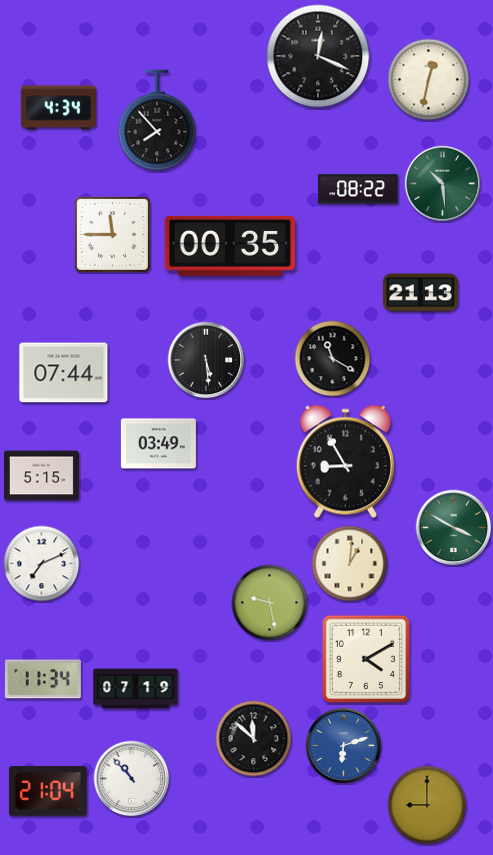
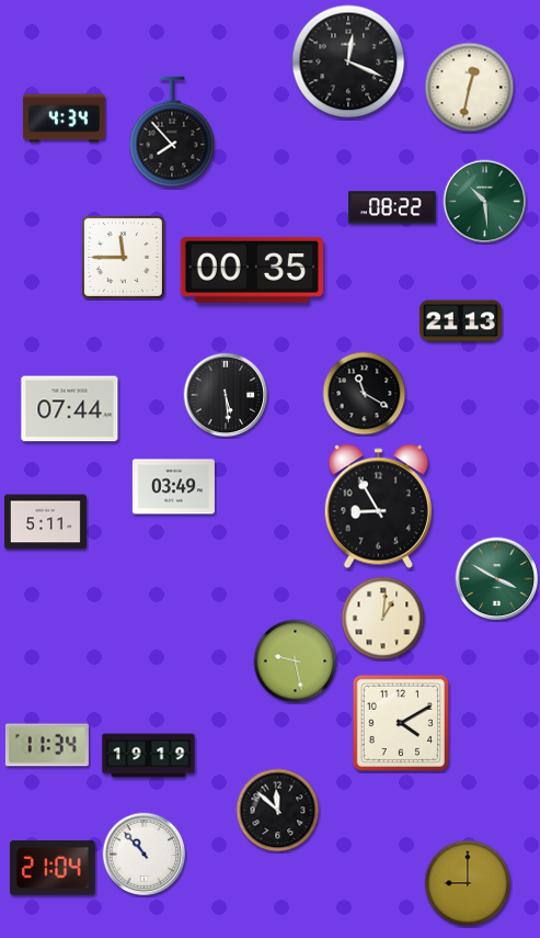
clock at (41, 476): 5:15 -> 5:11
clock at (42, 564): 7:11 -> none
clock at (136, 689): 07:19 -> 19:19
clock at (344, 746): 6:12 -> none
